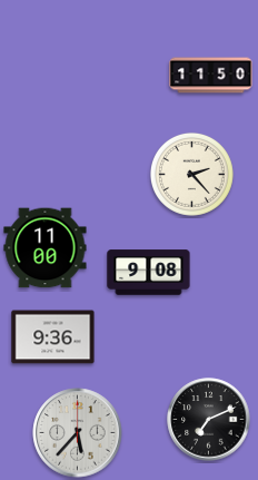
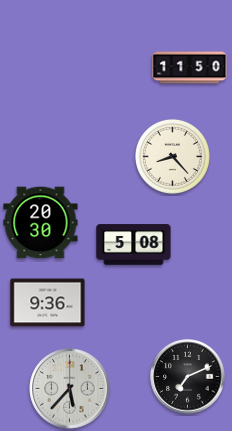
clock at (191, 174): 2:23 -> 8:23
clock at (46, 248): 11:00 -> 20:30
clock at (149, 273): 9:08 -> 5:08
